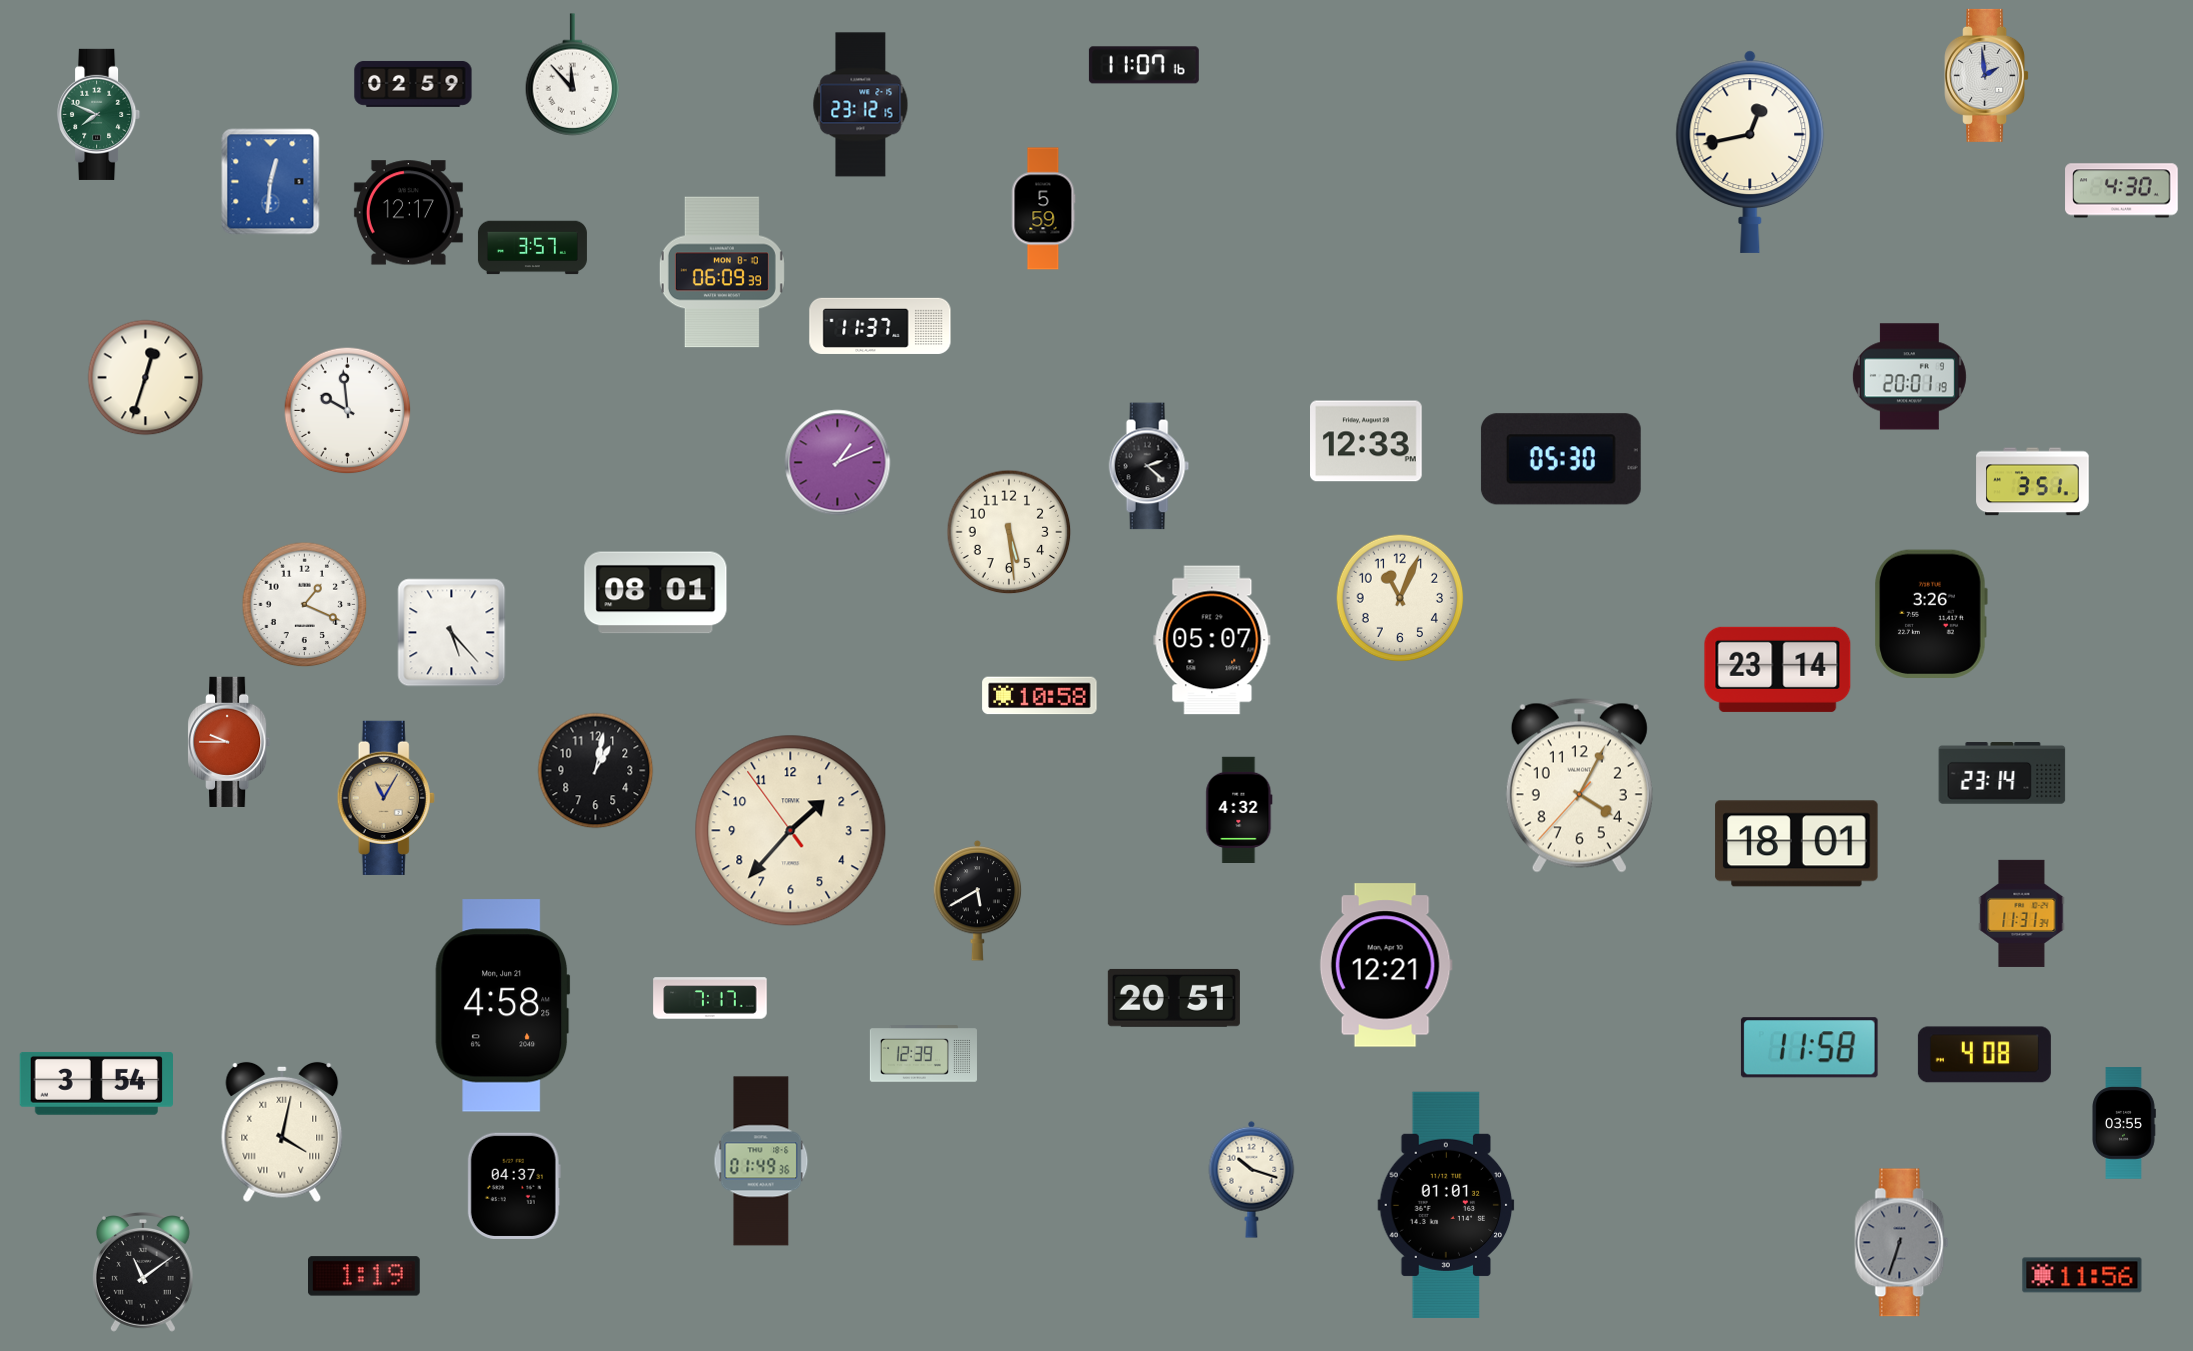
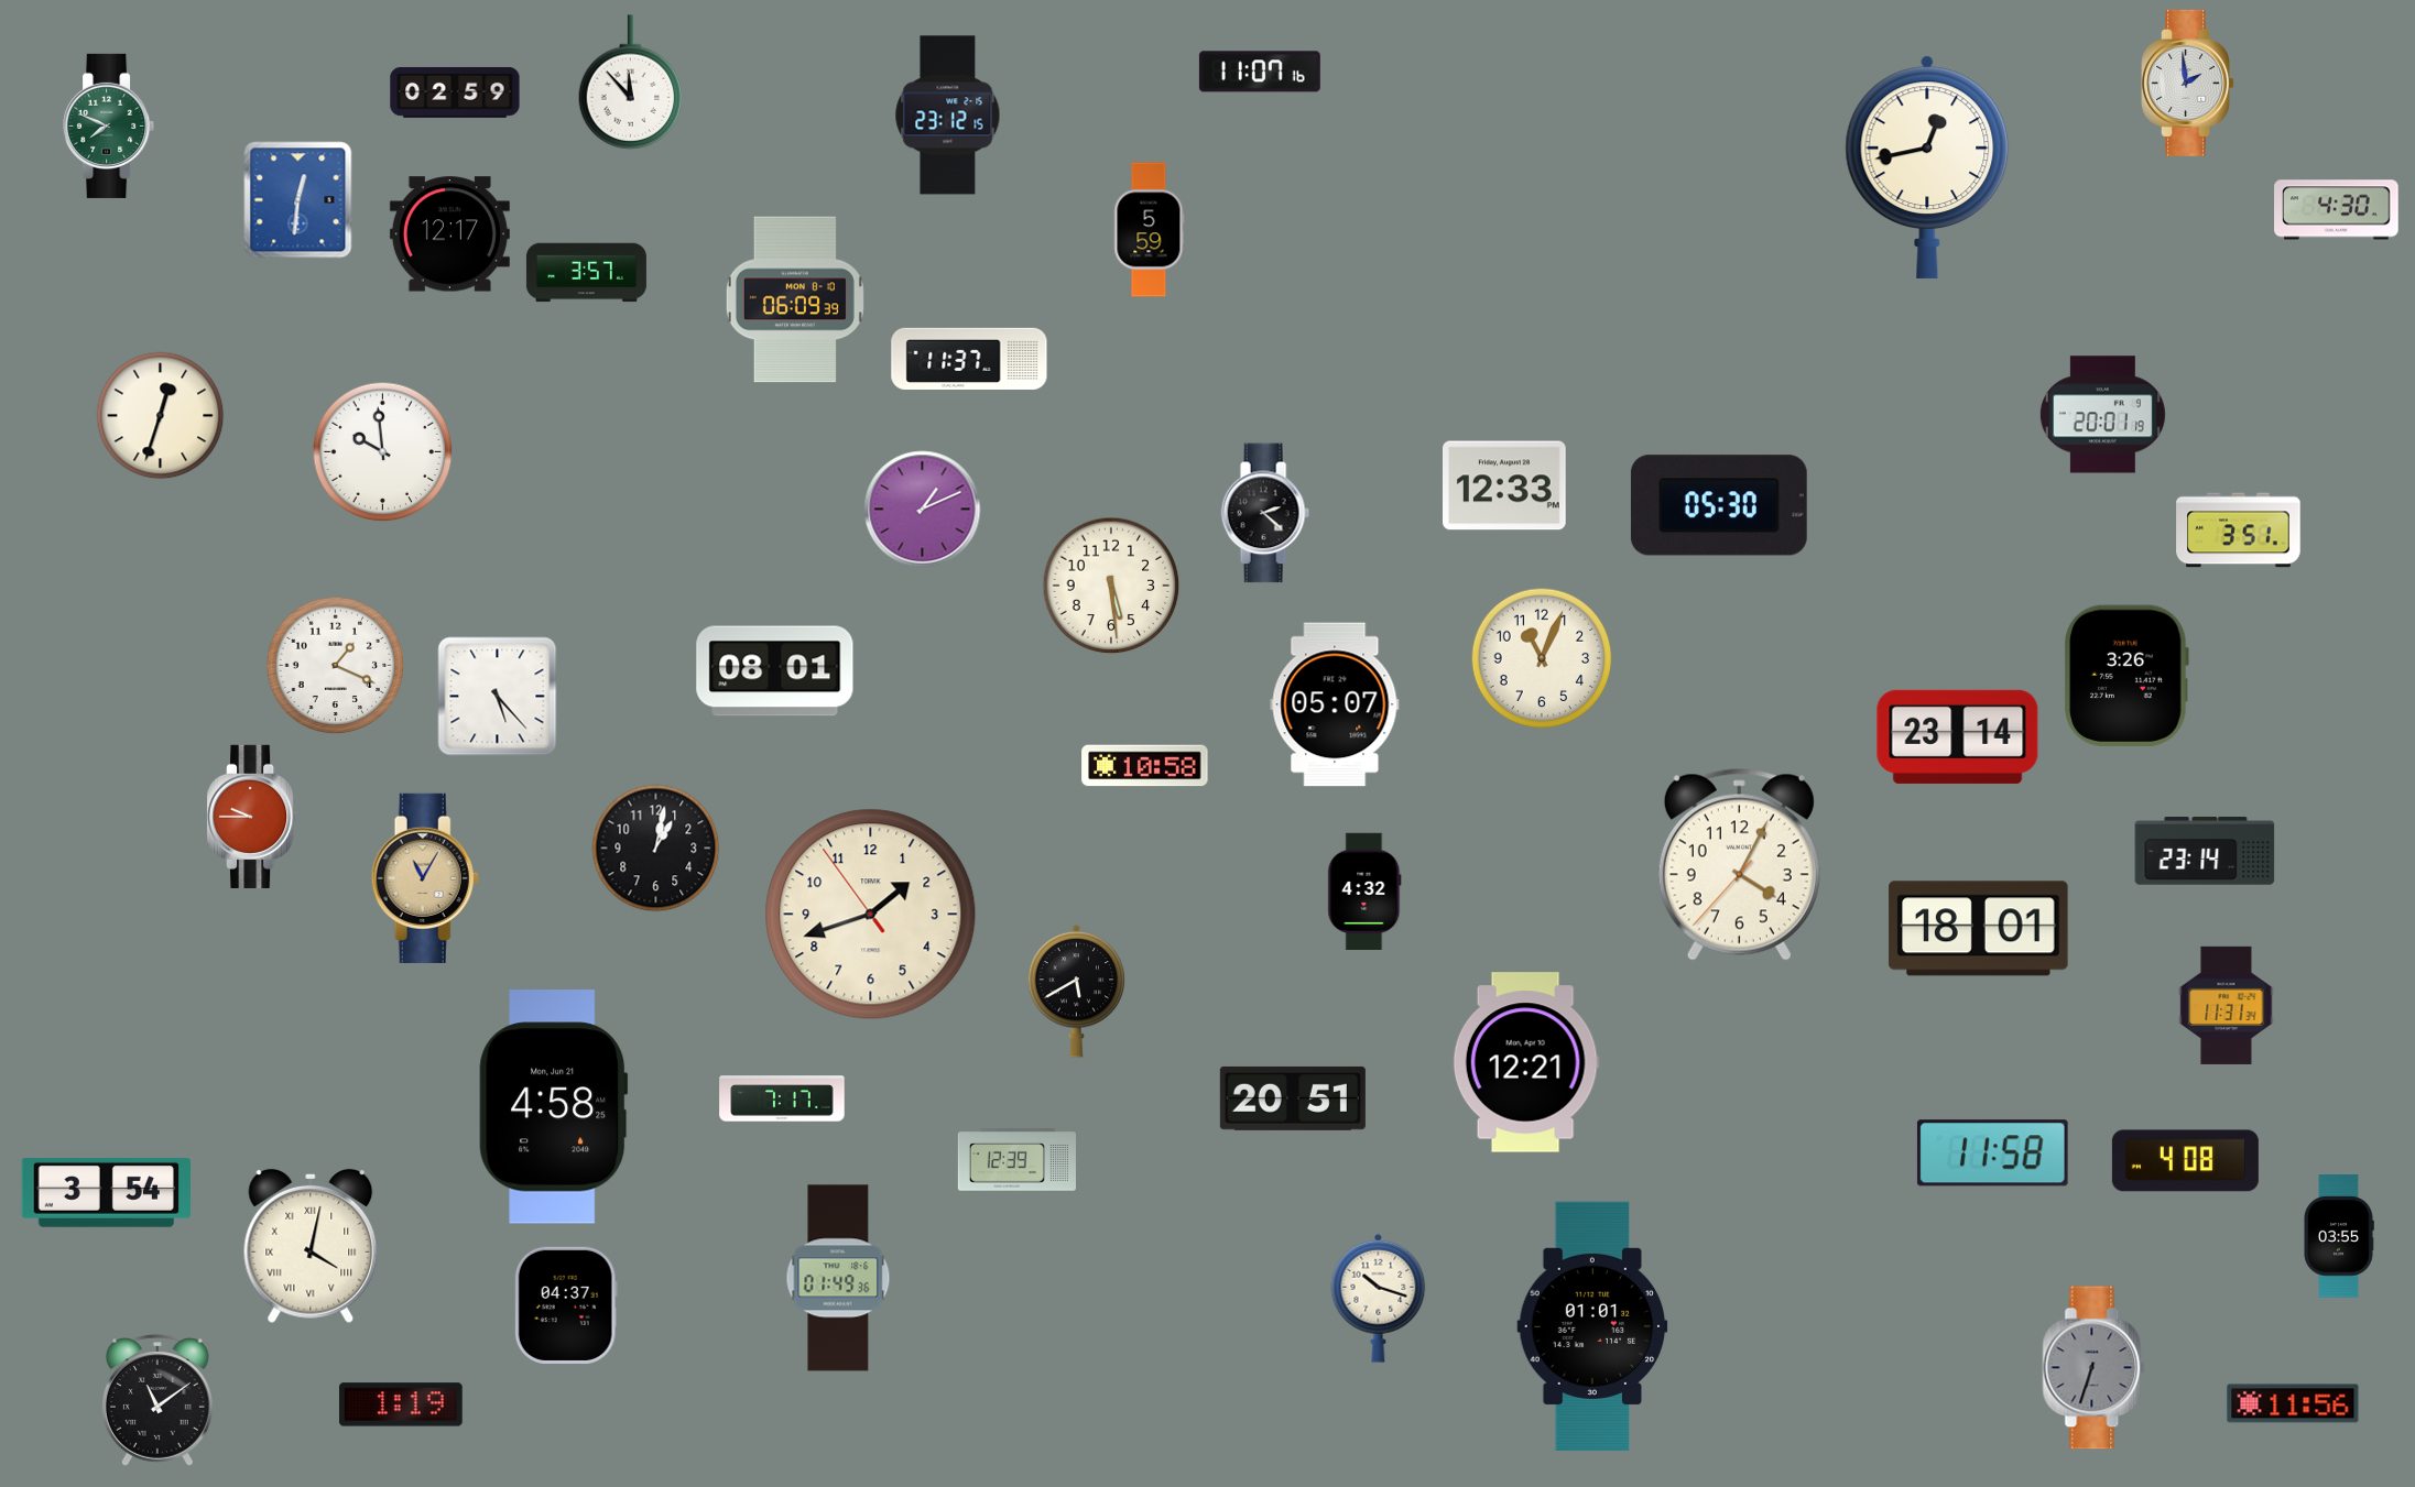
clock at (656, 593) position: (656, 593) -> (775, 671)
clock at (791, 831): 1:36 -> 1:41
